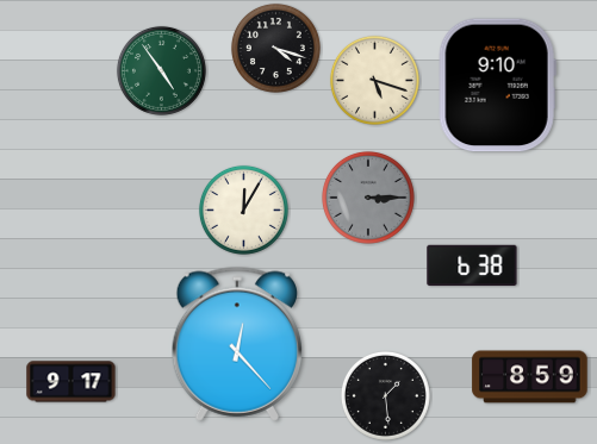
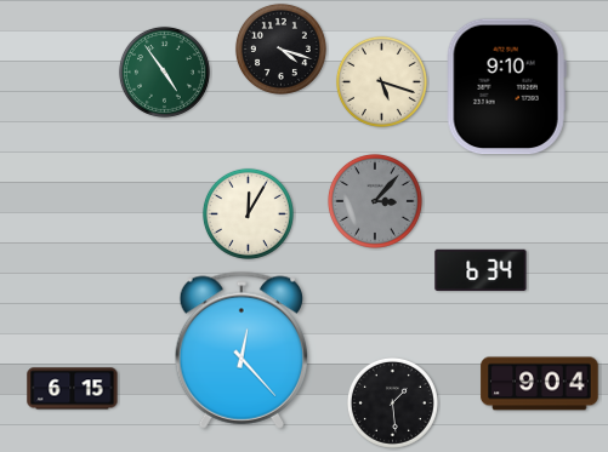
clock at (368, 198): 3:15 -> 3:07
clock at (472, 264): 6:38 -> 6:34
clock at (530, 377): 8:59 -> 9:04
clock at (71, 382): 9:17 -> 6:15
